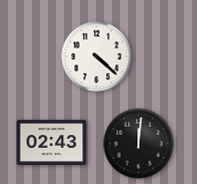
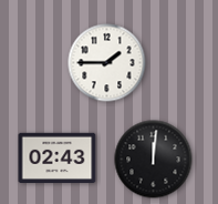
clock at (97, 57): 4:22 -> 1:45
